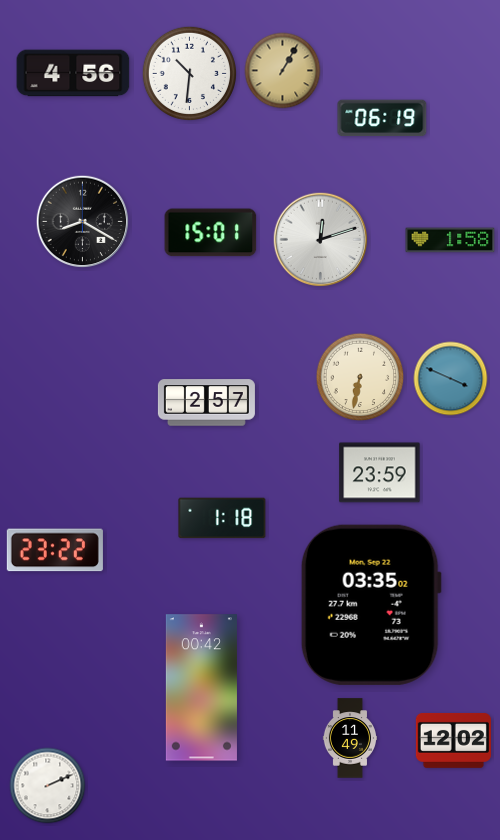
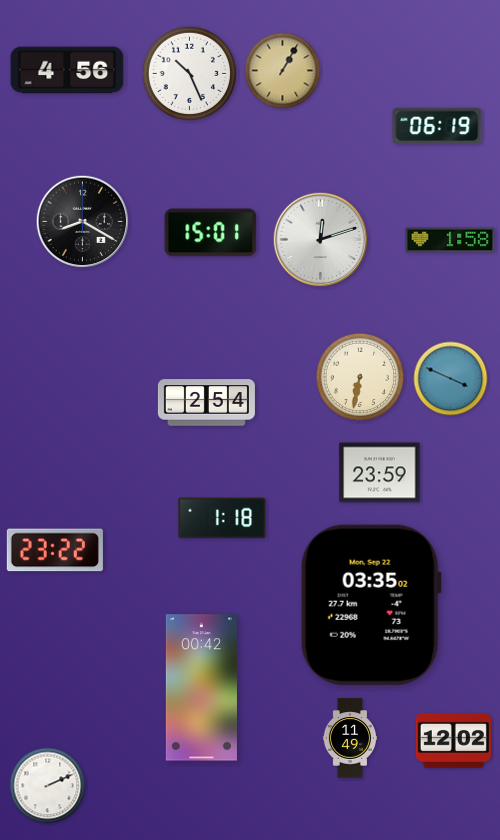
clock at (73, 73) position: (73, 73) -> (67, 70)
clock at (189, 73): 10:31 -> 10:26
clock at (382, 118) position: (382, 118) -> (437, 126)
clock at (206, 403): 2:57 -> 2:54
